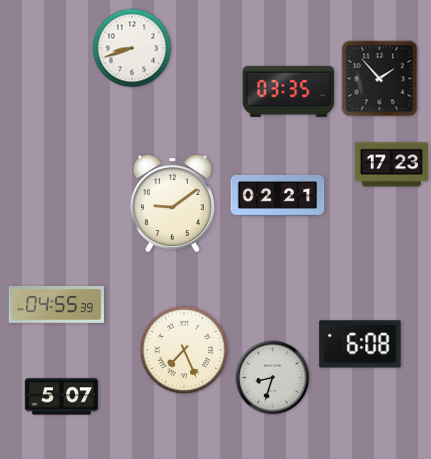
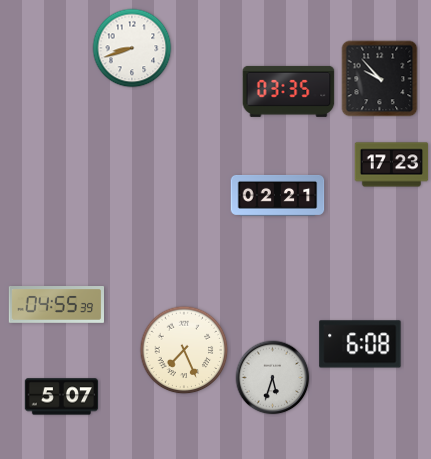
clock at (380, 79): 1:53 -> 9:53
clock at (172, 204): 9:09 -> none
clock at (273, 378): 8:33 -> 5:33
